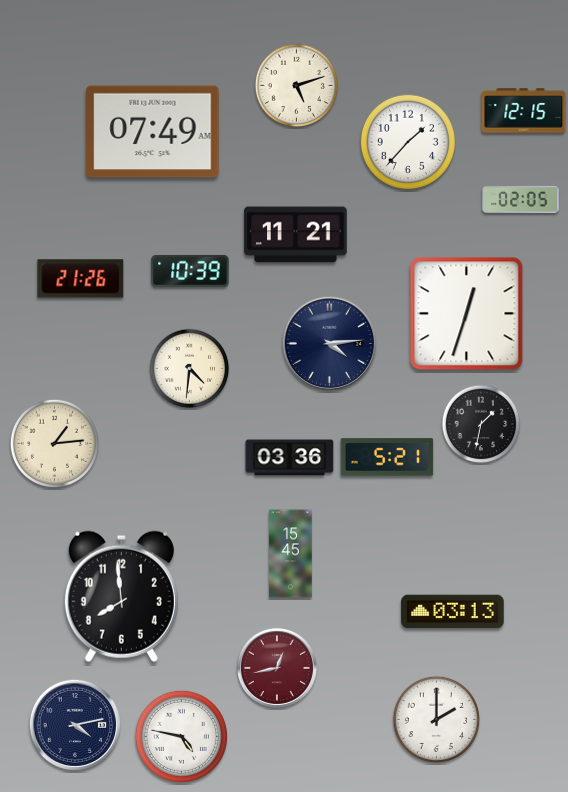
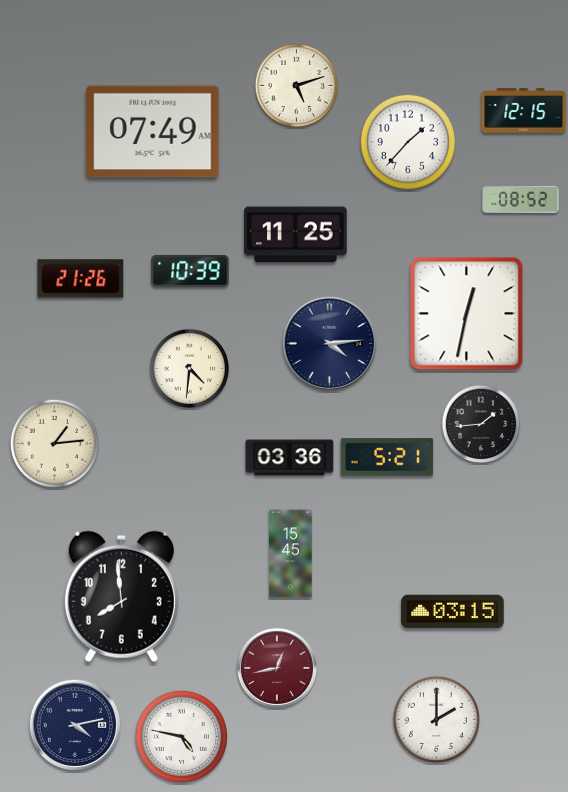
clock at (521, 199): 02:05 -> 08:52
clock at (296, 235): 11:21 -> 11:25
clock at (467, 314): 12:33 -> 12:32
clock at (481, 424): 1:32 -> 1:44
clock at (453, 612): 03:13 -> 03:15
